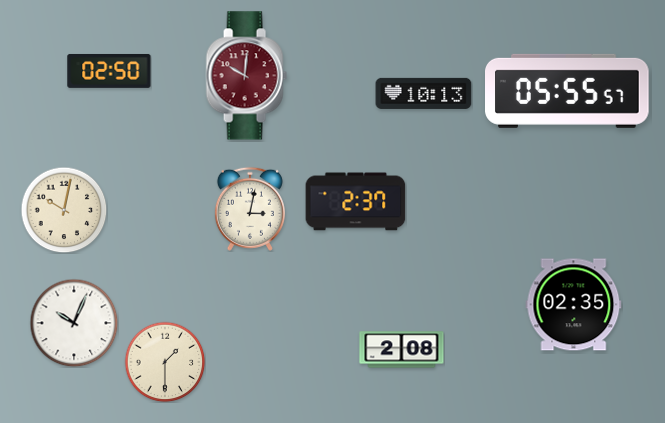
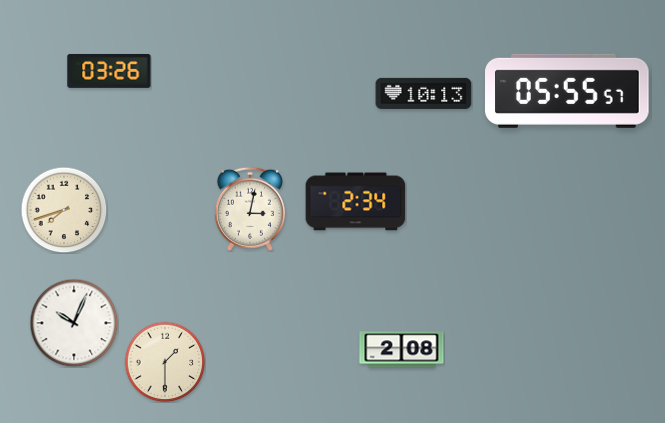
clock at (109, 71): 02:50 -> 03:26
clock at (246, 76): 10:01 -> none
clock at (356, 202): 2:37 -> 2:34
clock at (64, 210): 10:02 -> 7:42
clock at (574, 305): 02:35 -> none
